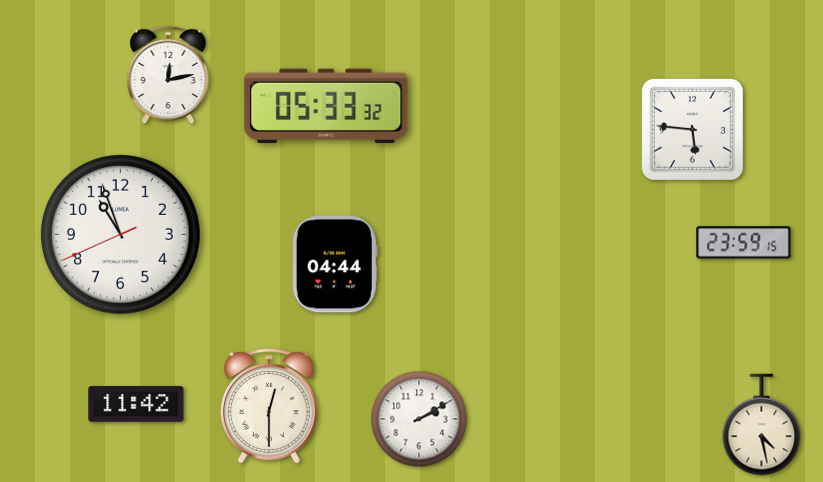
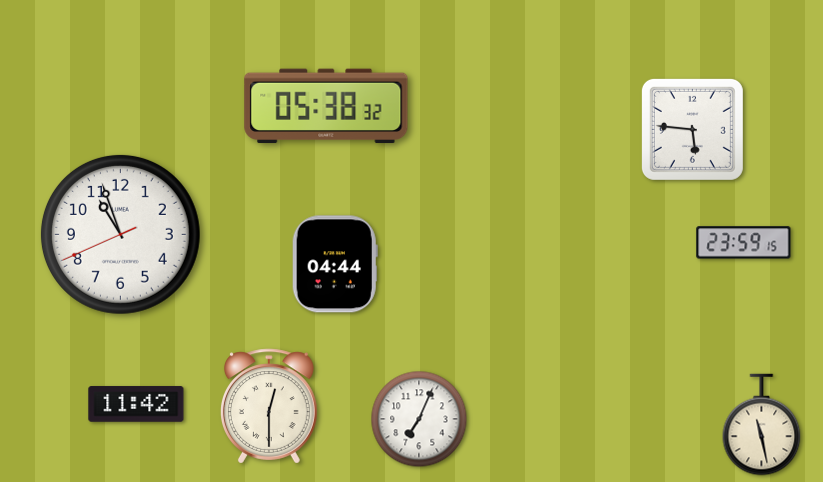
clock at (168, 75): 12:13 -> none
clock at (326, 106): 05:33 -> 05:38
clock at (419, 419): 2:10 -> 7:04
clock at (762, 425): 4:28 -> 11:28
